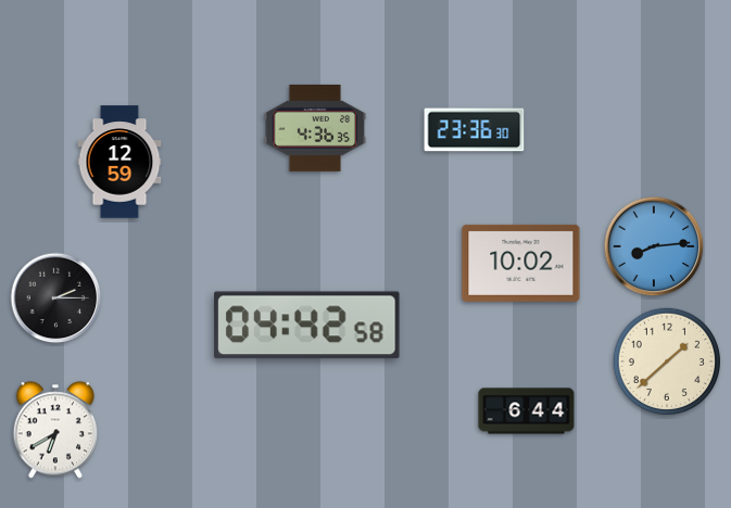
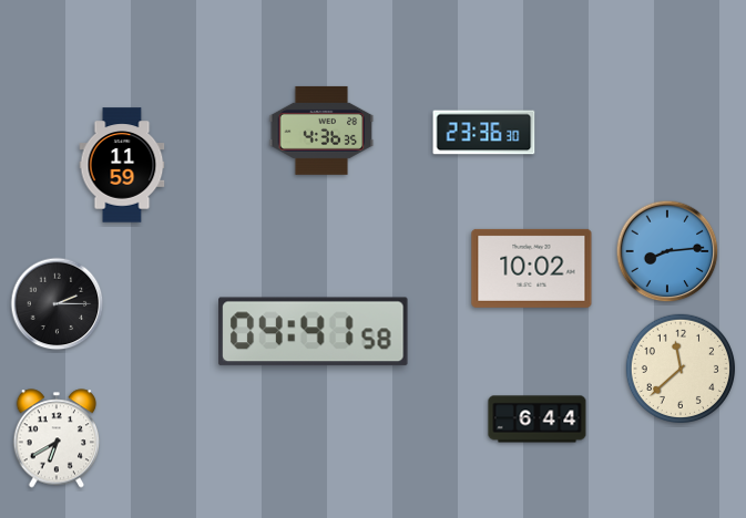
clock at (119, 162): 12:59 -> 11:59
clock at (307, 326): 04:42 -> 04:41
clock at (666, 360): 1:38 -> 11:38
